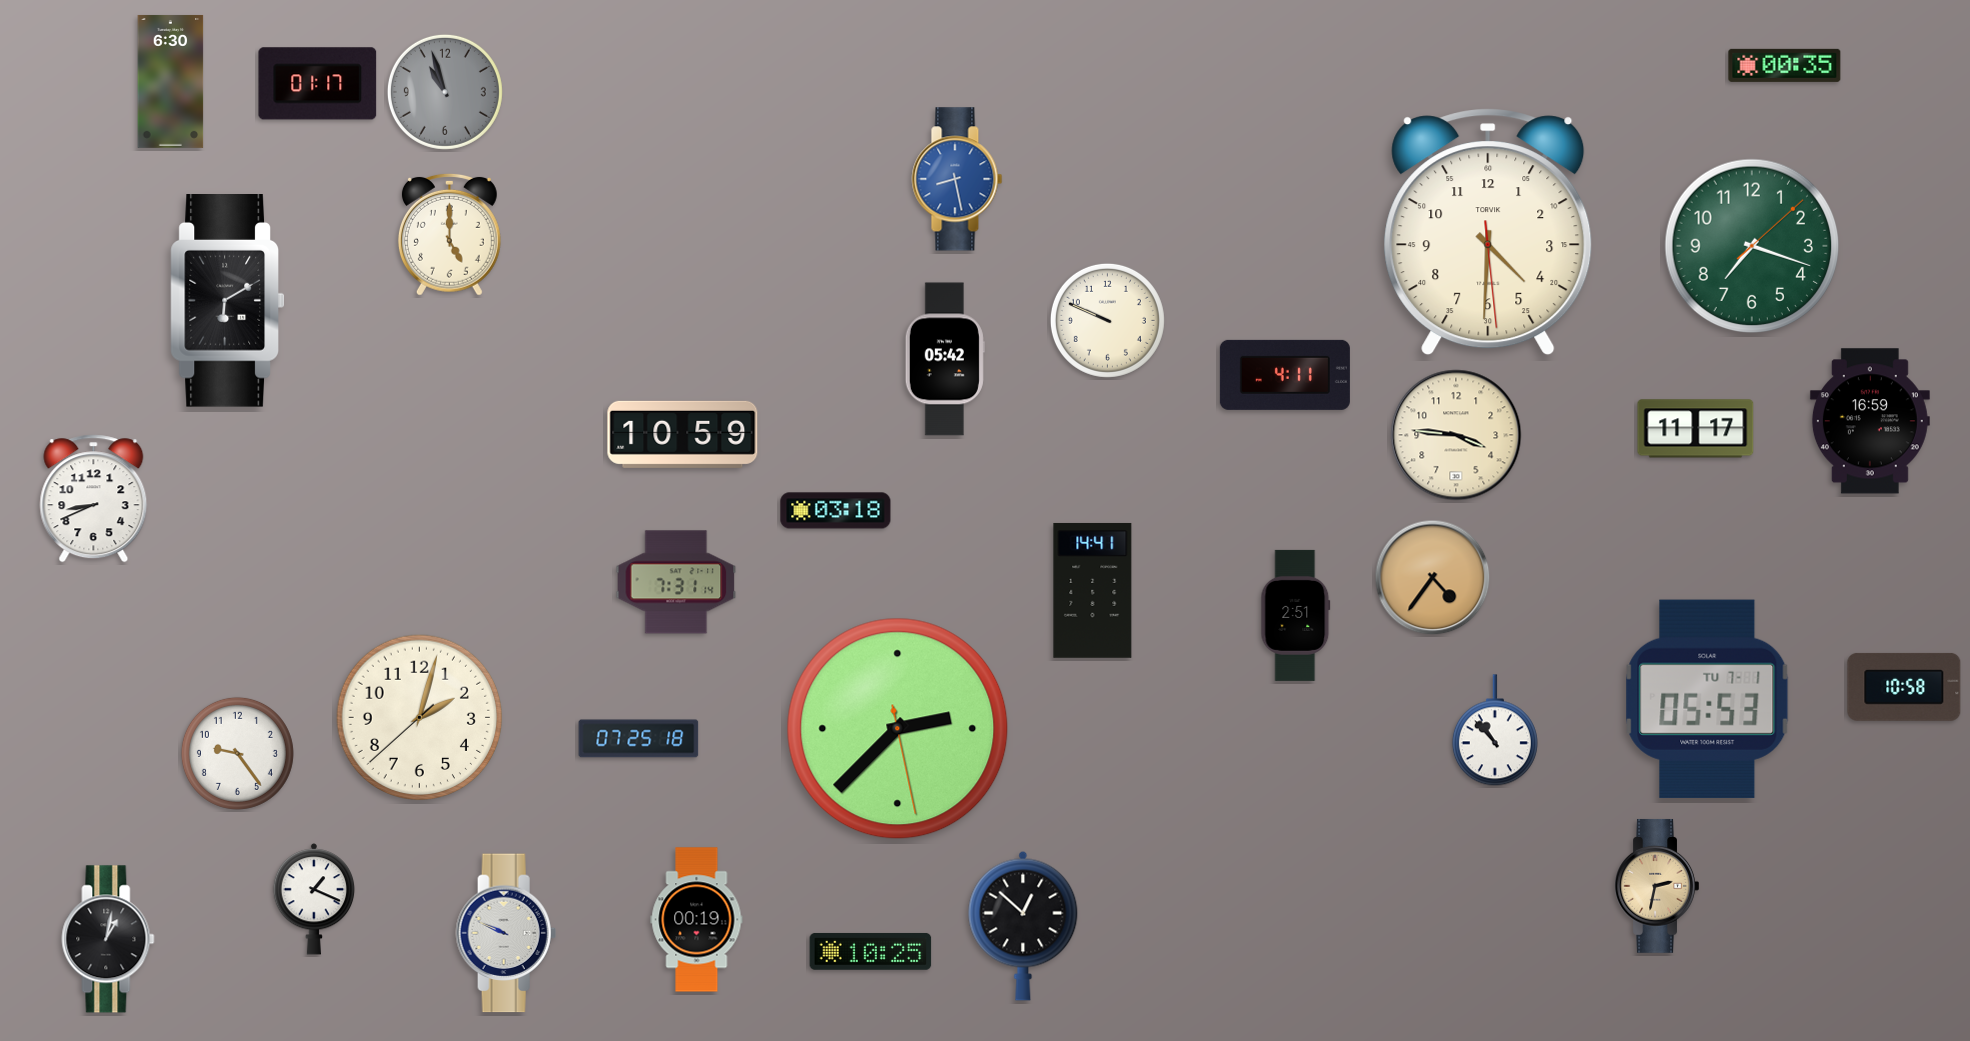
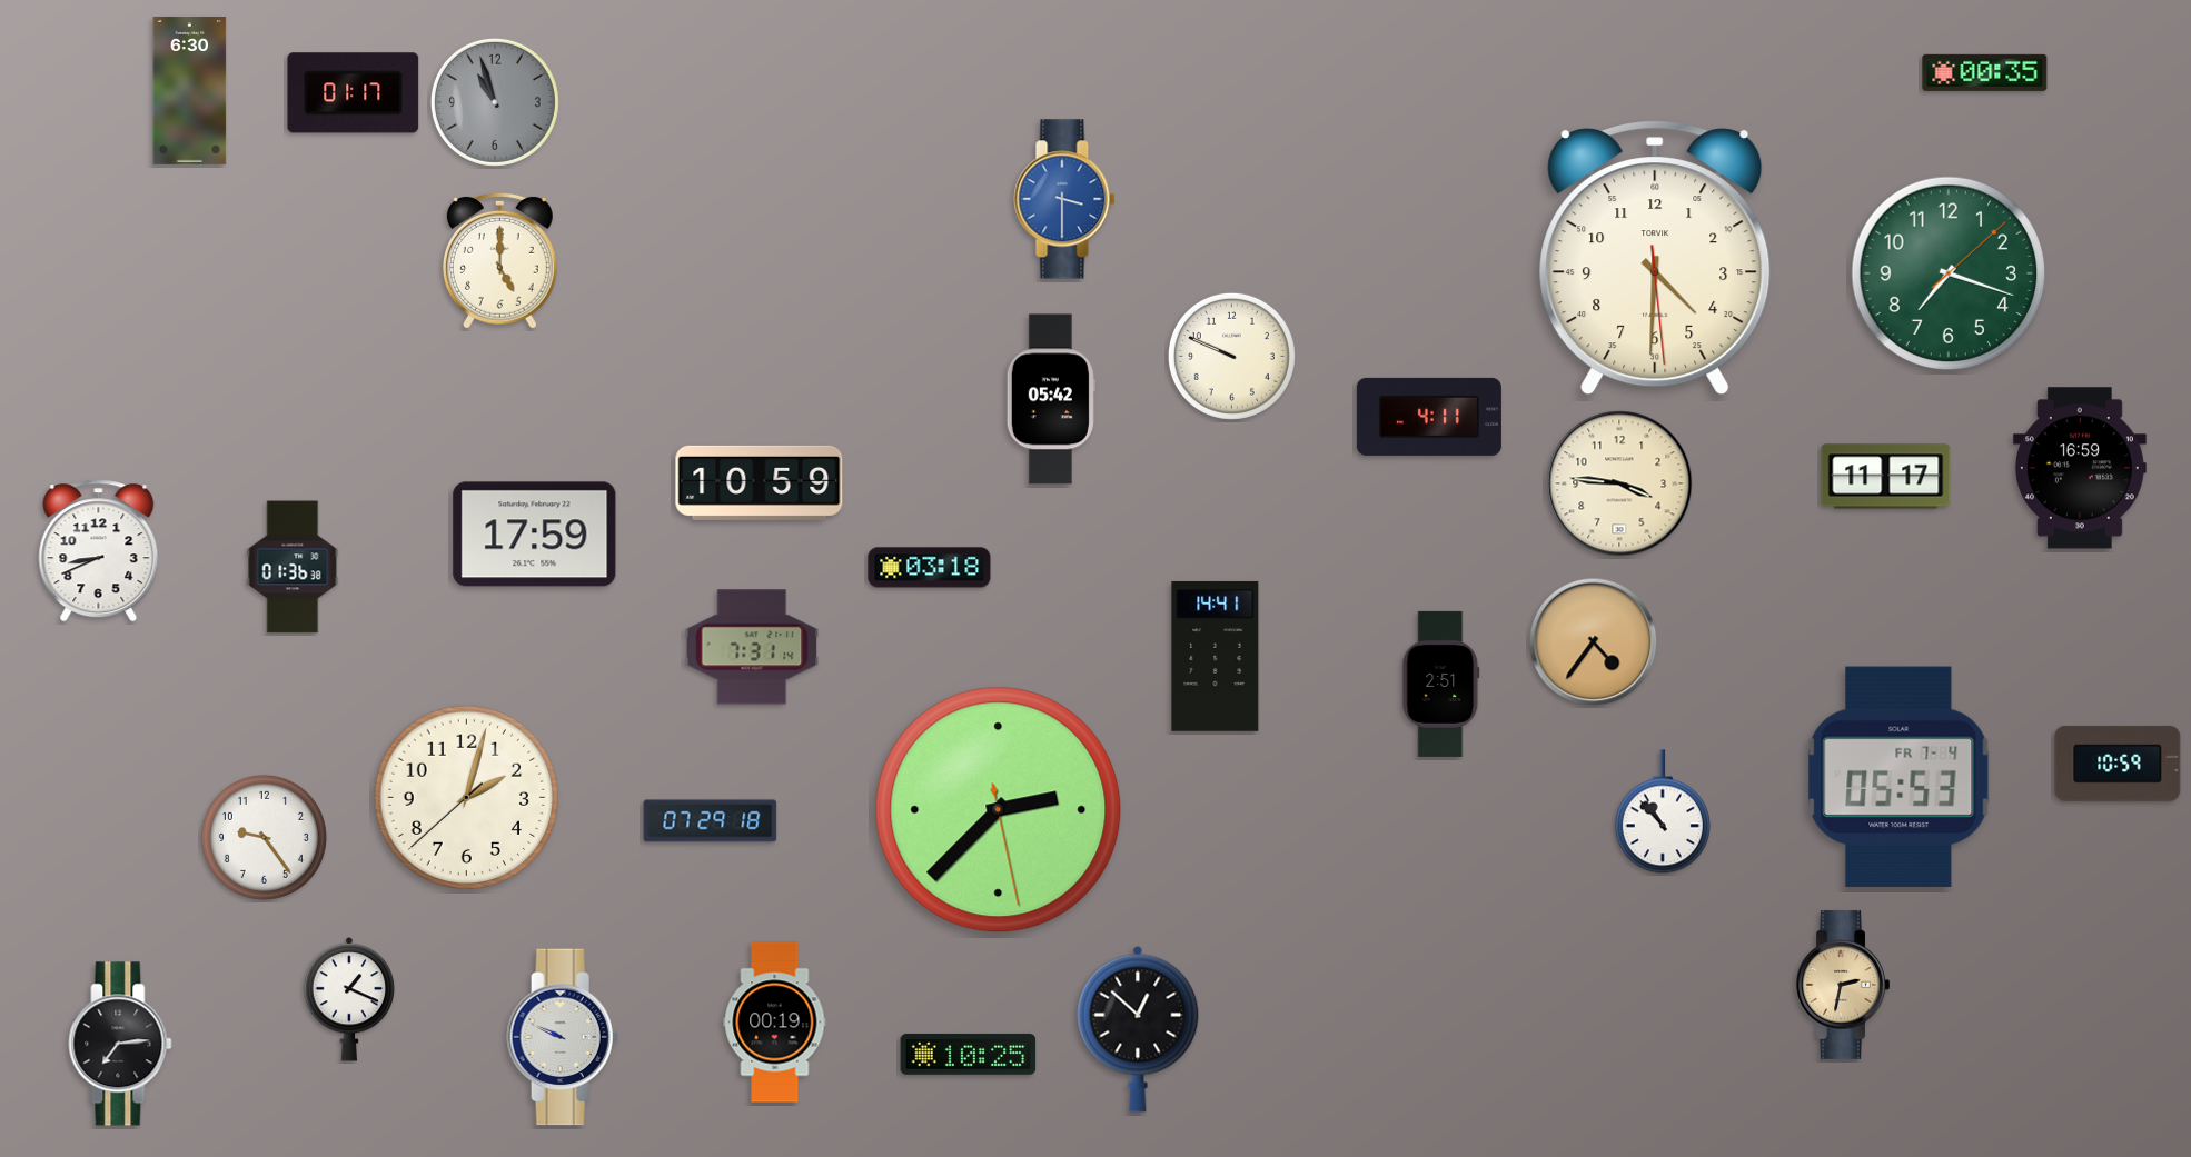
clock at (957, 179): 8:28 -> 3:30
clock at (227, 301): 6:10 -> none
clock at (535, 535): none -> 17:59
clock at (94, 499) position: (94, 499) -> (99, 551)
clock at (293, 567): none -> 01:36
clock at (1904, 687): 10:58 -> 10:59
clock at (1707, 699) date: TU 7-1 -> FR 7-4
clock at (639, 739): 07:25 -> 07:29
clock at (108, 939): 1:02 -> 7:14
clock at (871, 951) position: (871, 951) -> (969, 1054)
